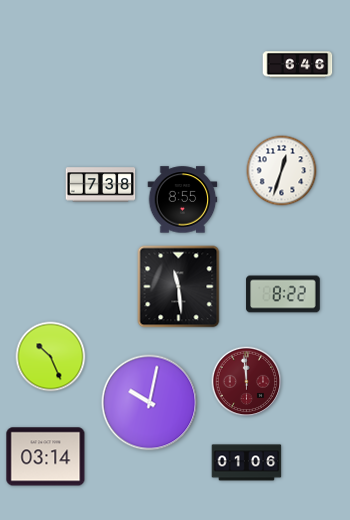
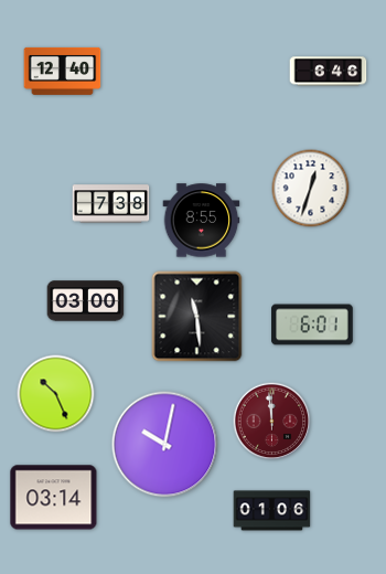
clock at (63, 71): none -> 12:40
clock at (86, 301): none -> 03:00
clock at (283, 294): 8:22 -> 6:01
clock at (46, 457) position: (46, 457) -> (54, 498)
